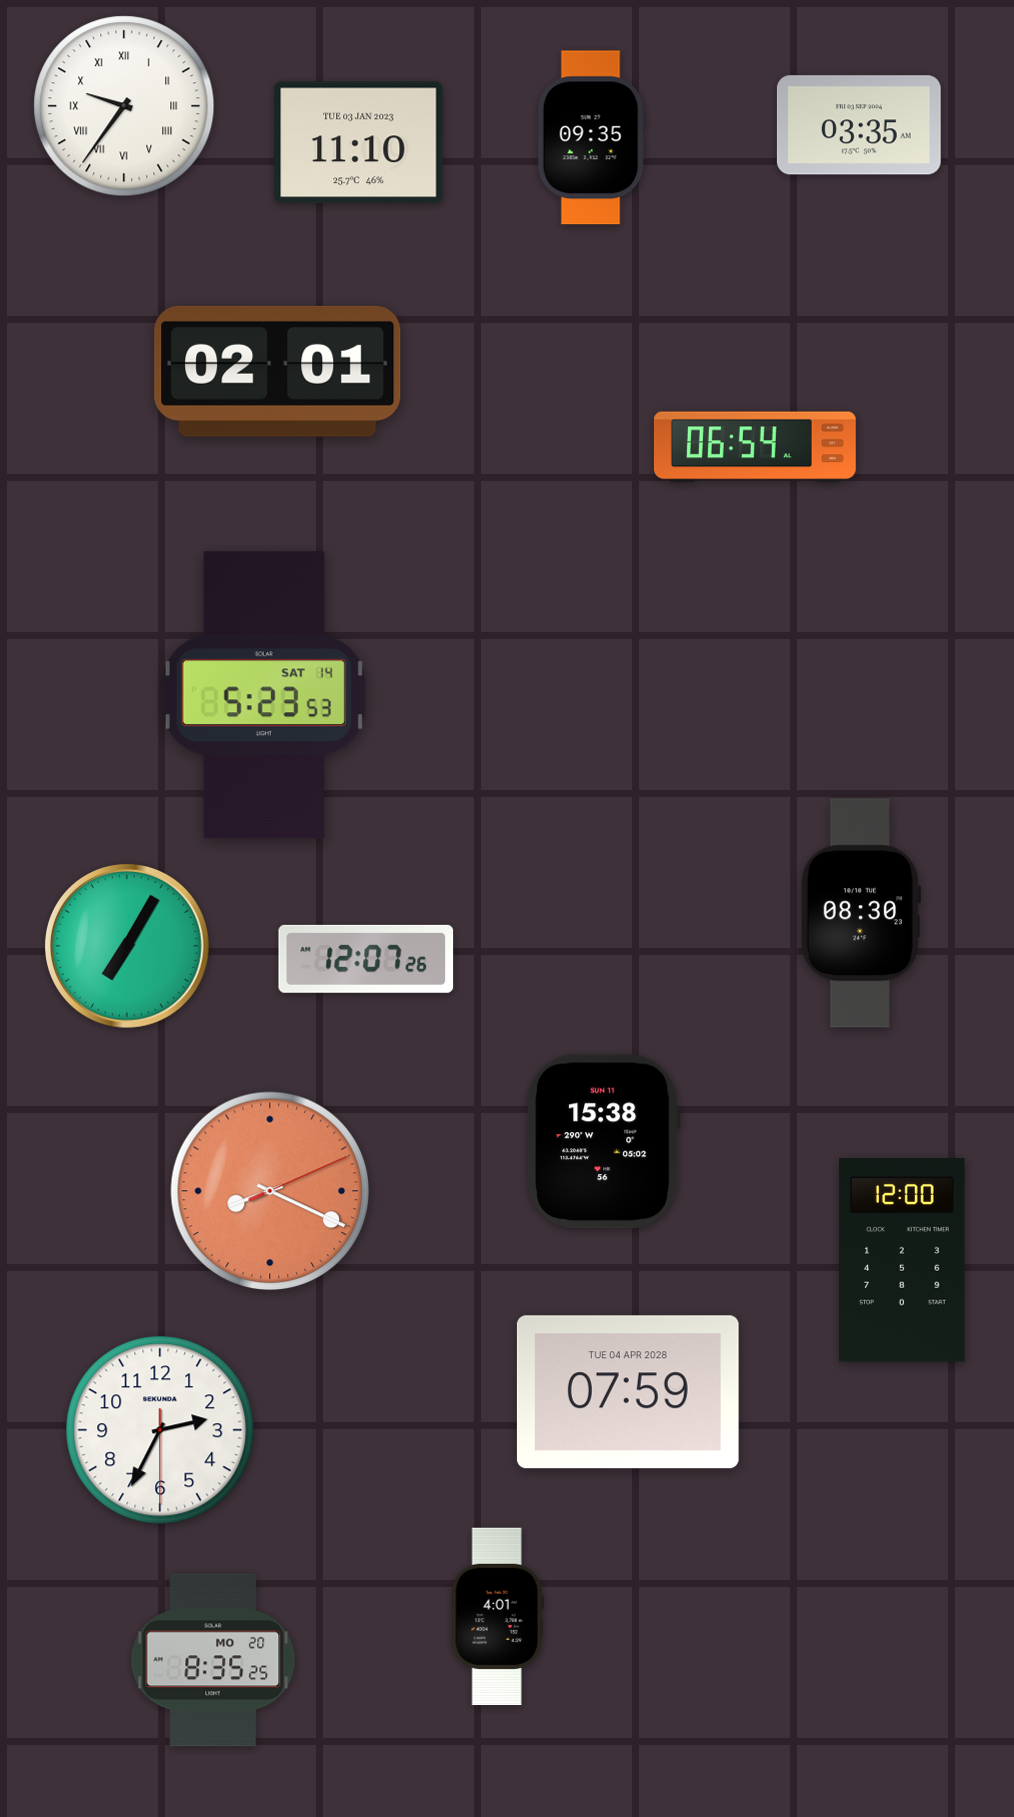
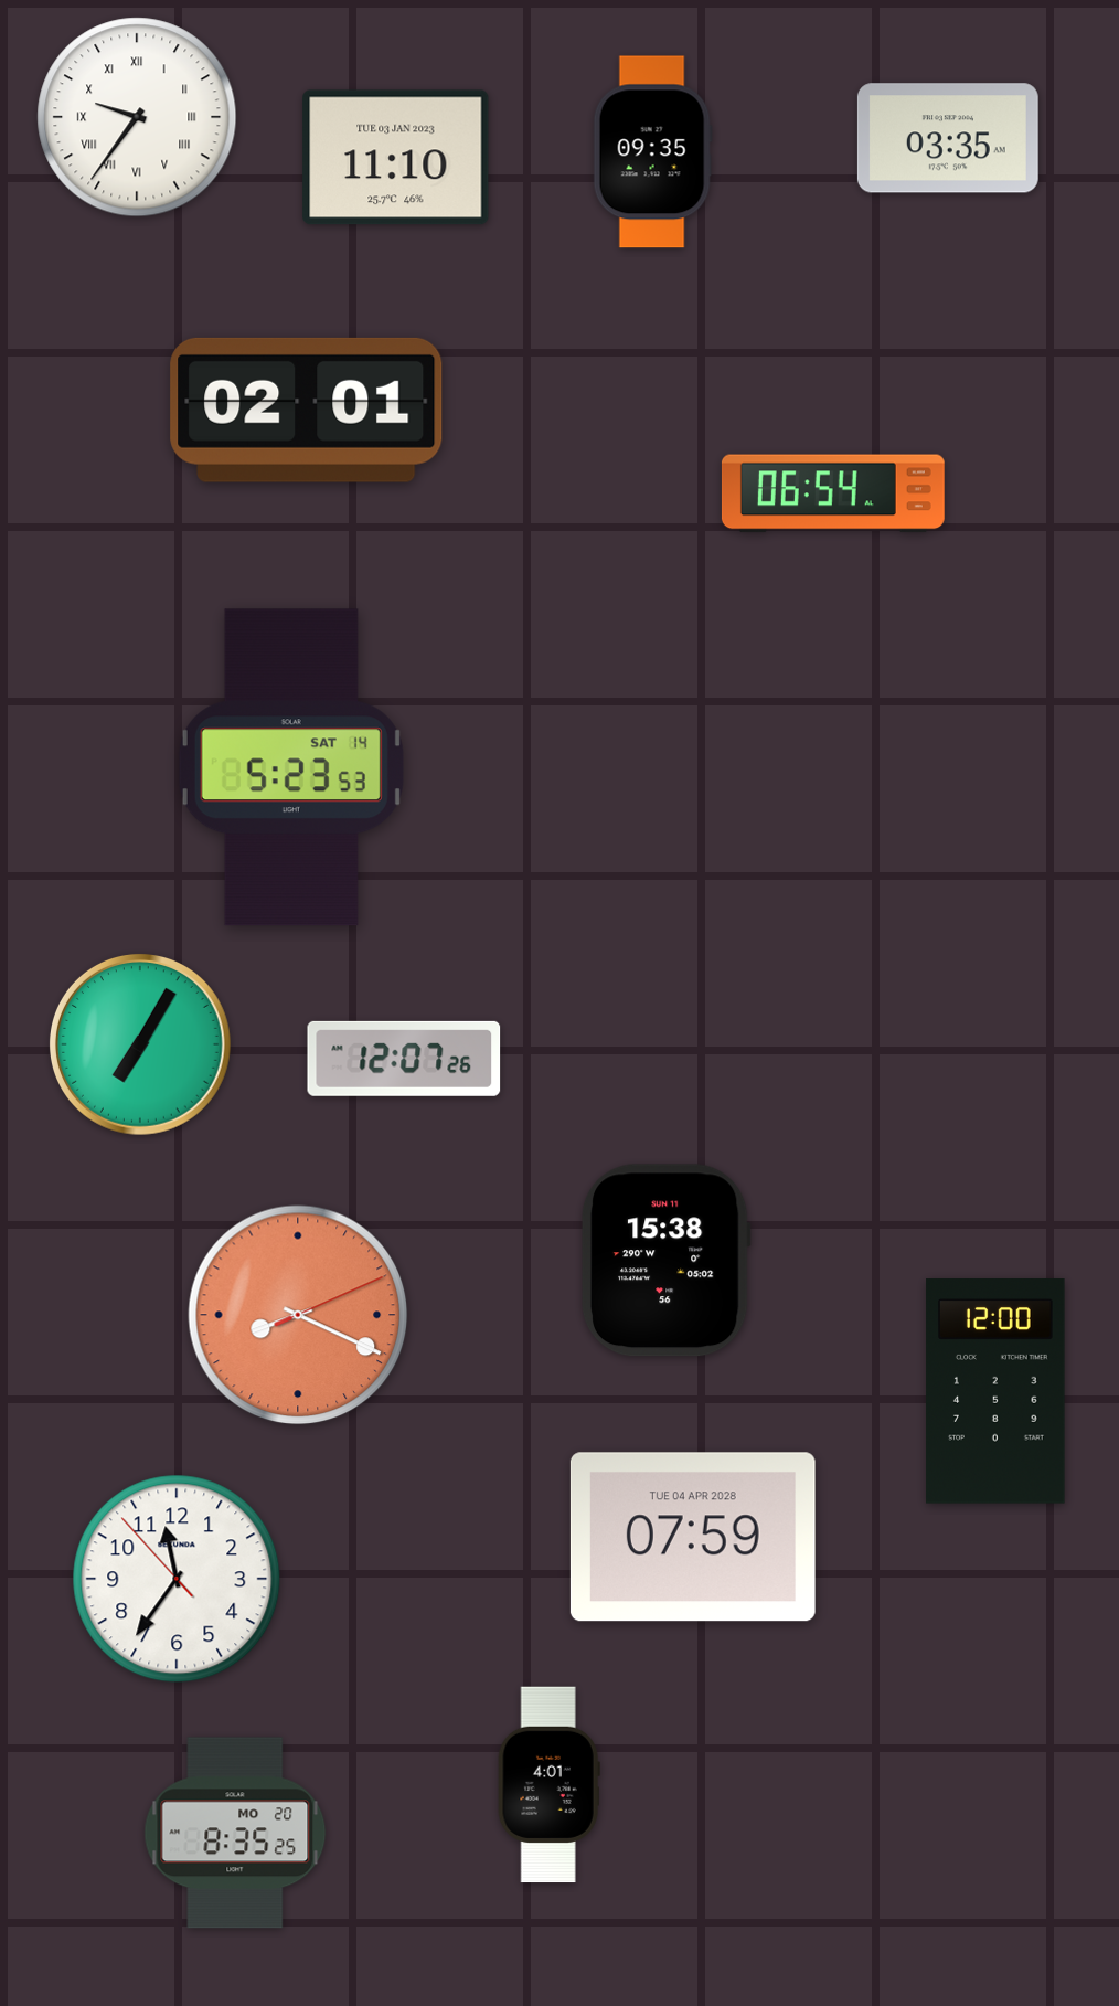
clock at (860, 913): 08:30 -> none
clock at (160, 1430): 2:34 -> 11:35
